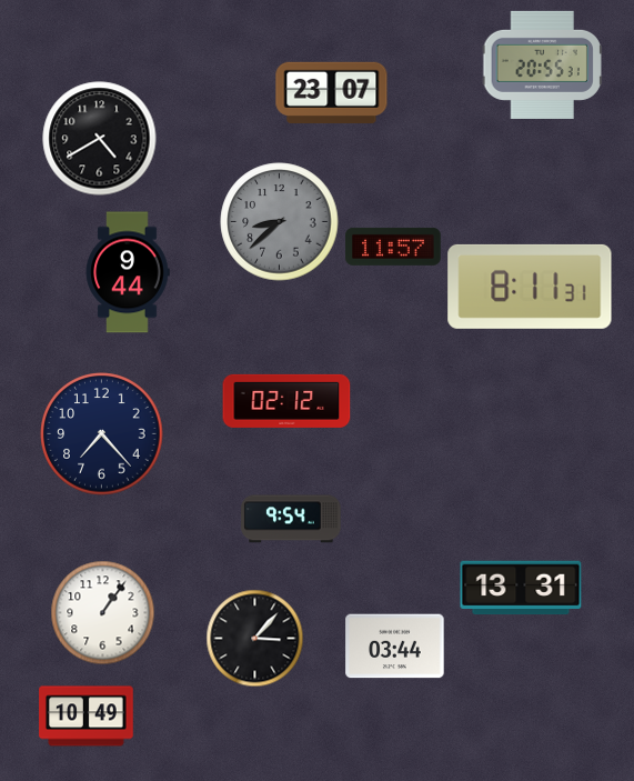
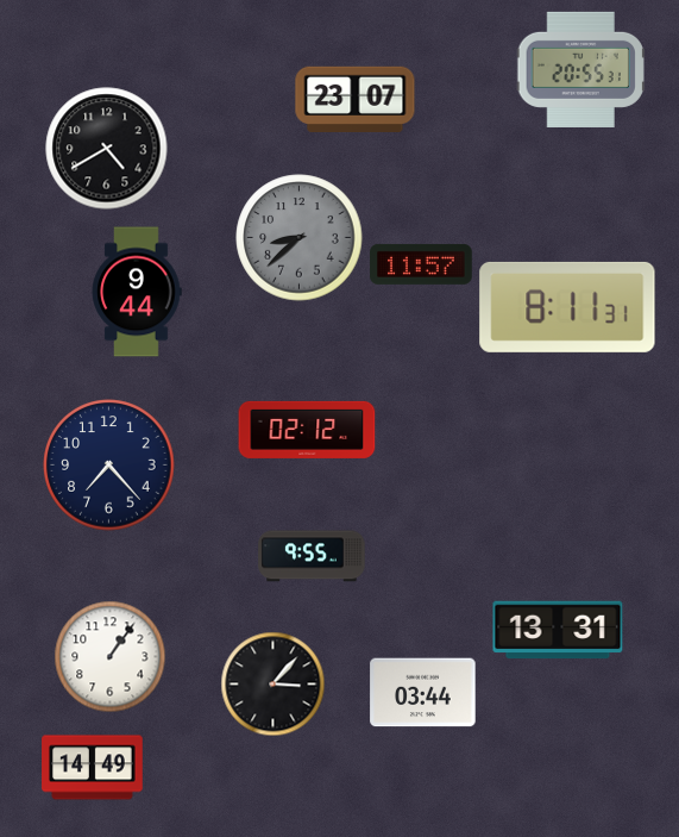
clock at (291, 519): 9:54 -> 9:55
clock at (87, 717): 10:49 -> 14:49
